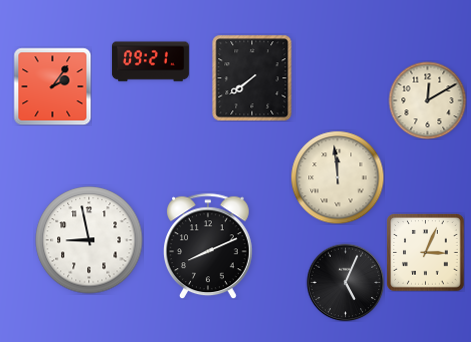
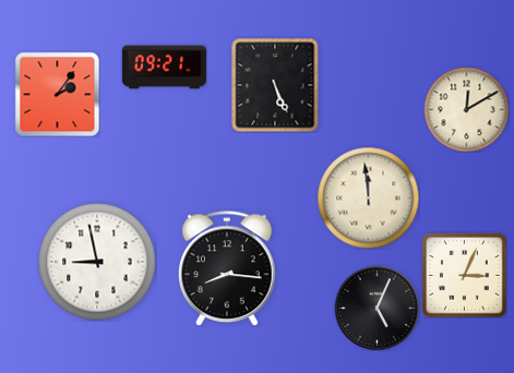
clock at (252, 78): 7:39 -> 5:26
clock at (337, 177) position: (337, 177) -> (368, 197)
clock at (209, 246): 8:11 -> 8:16
